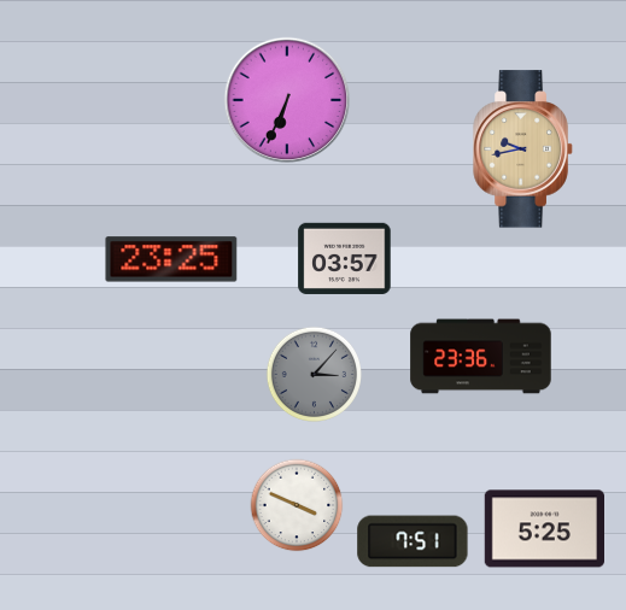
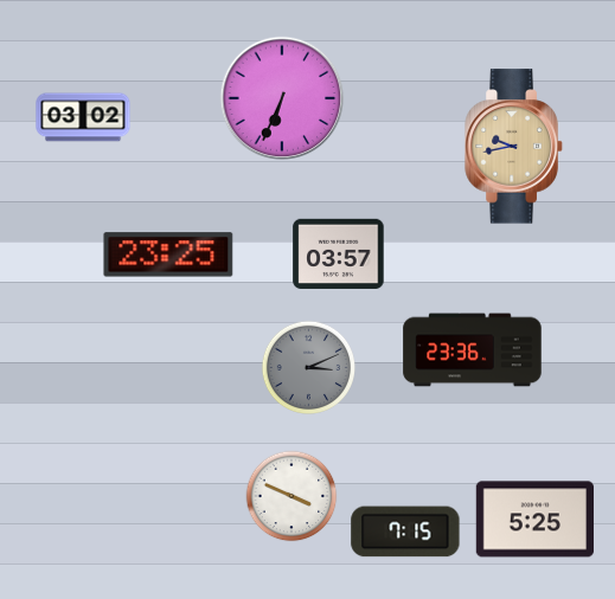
clock at (83, 117): none -> 03:02
clock at (314, 374): 3:07 -> 3:11
clock at (413, 541): 7:51 -> 7:15
